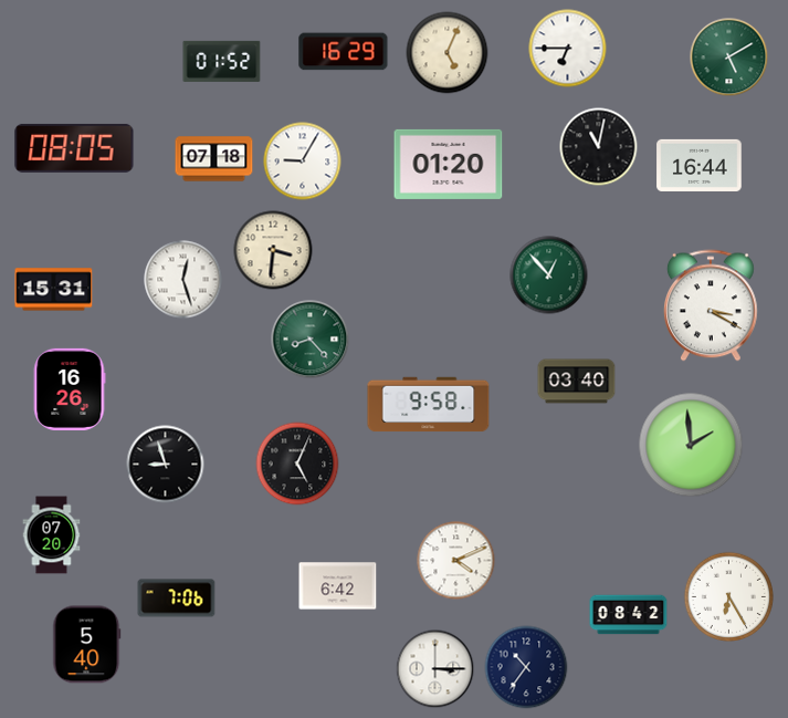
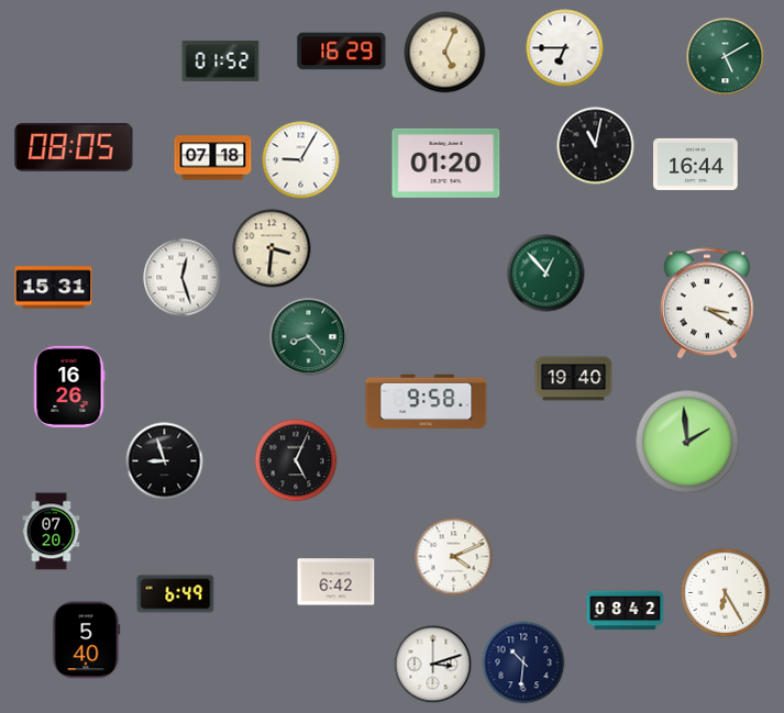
clock at (577, 382): 03:40 -> 19:40
clock at (177, 599): 7:06 -> 6:49
clock at (526, 667): 10:36 -> 10:31
clock at (435, 669): 3:15 -> 3:12
